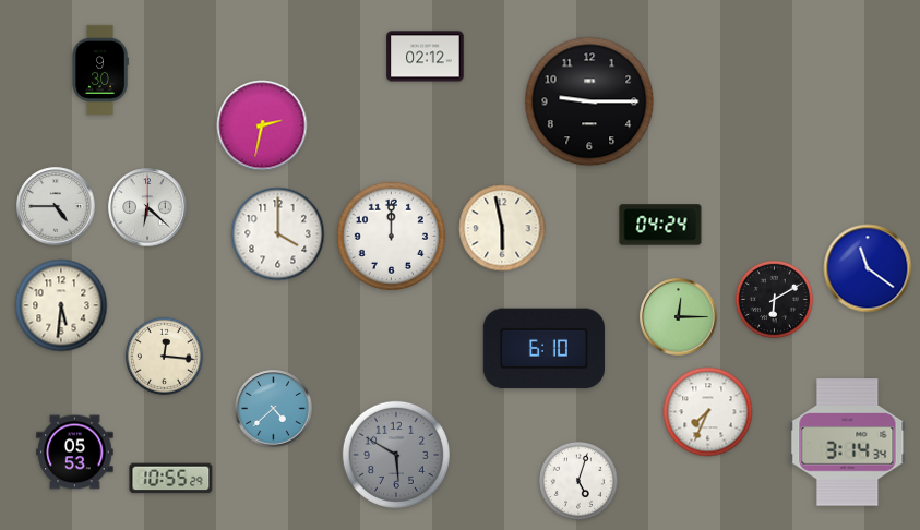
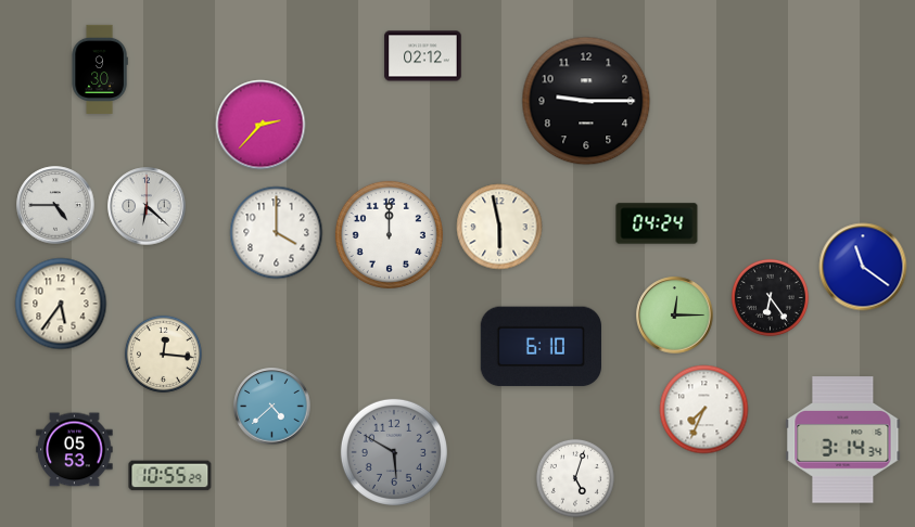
clock at (262, 125): 2:32 -> 2:37
clock at (774, 299): 6:10 -> 6:24
clock at (61, 305): 5:31 -> 5:36
